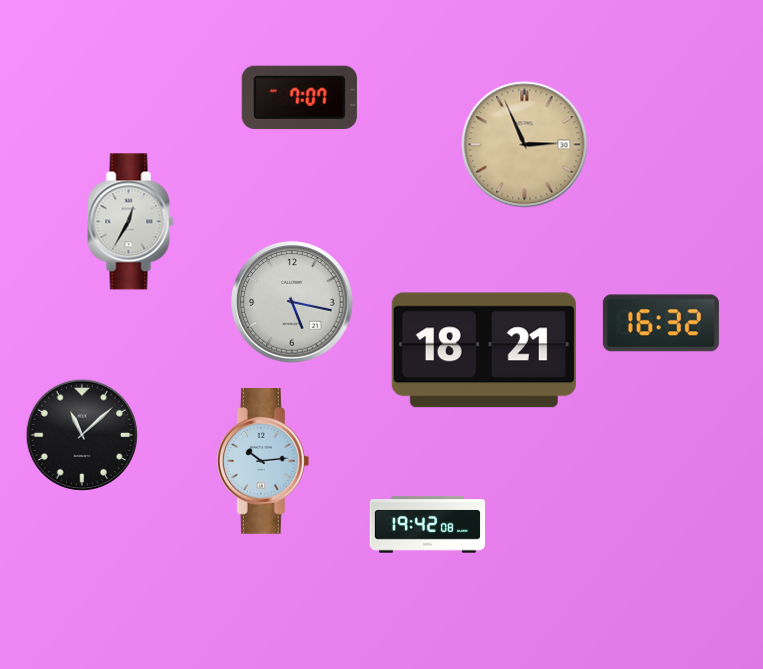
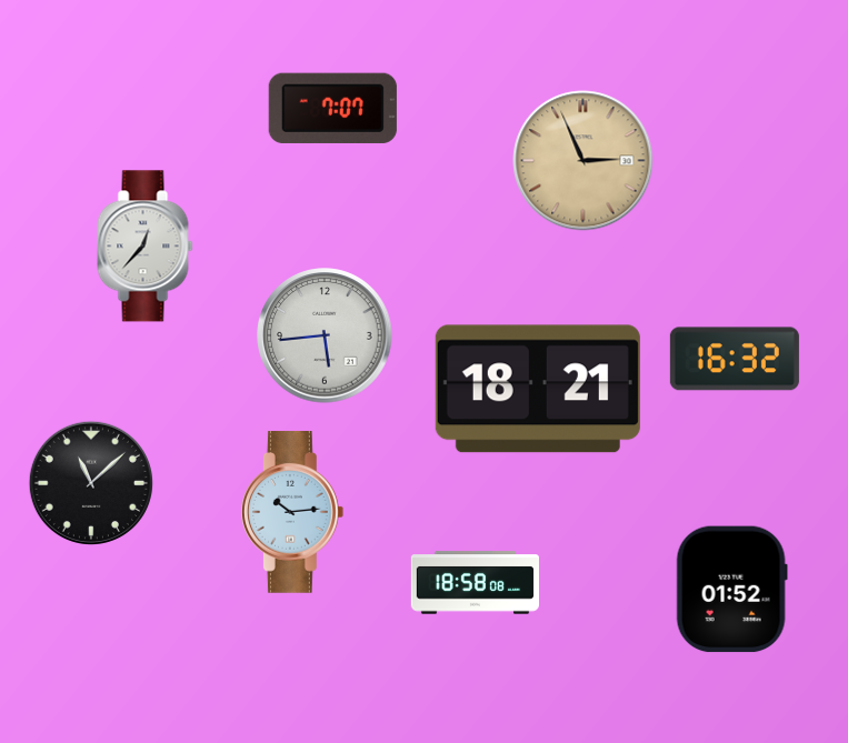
clock at (131, 222): 12:35 -> 12:37
clock at (292, 302): 5:17 -> 5:44
clock at (427, 525): 19:42 -> 18:58
clock at (731, 590): none -> 01:52
